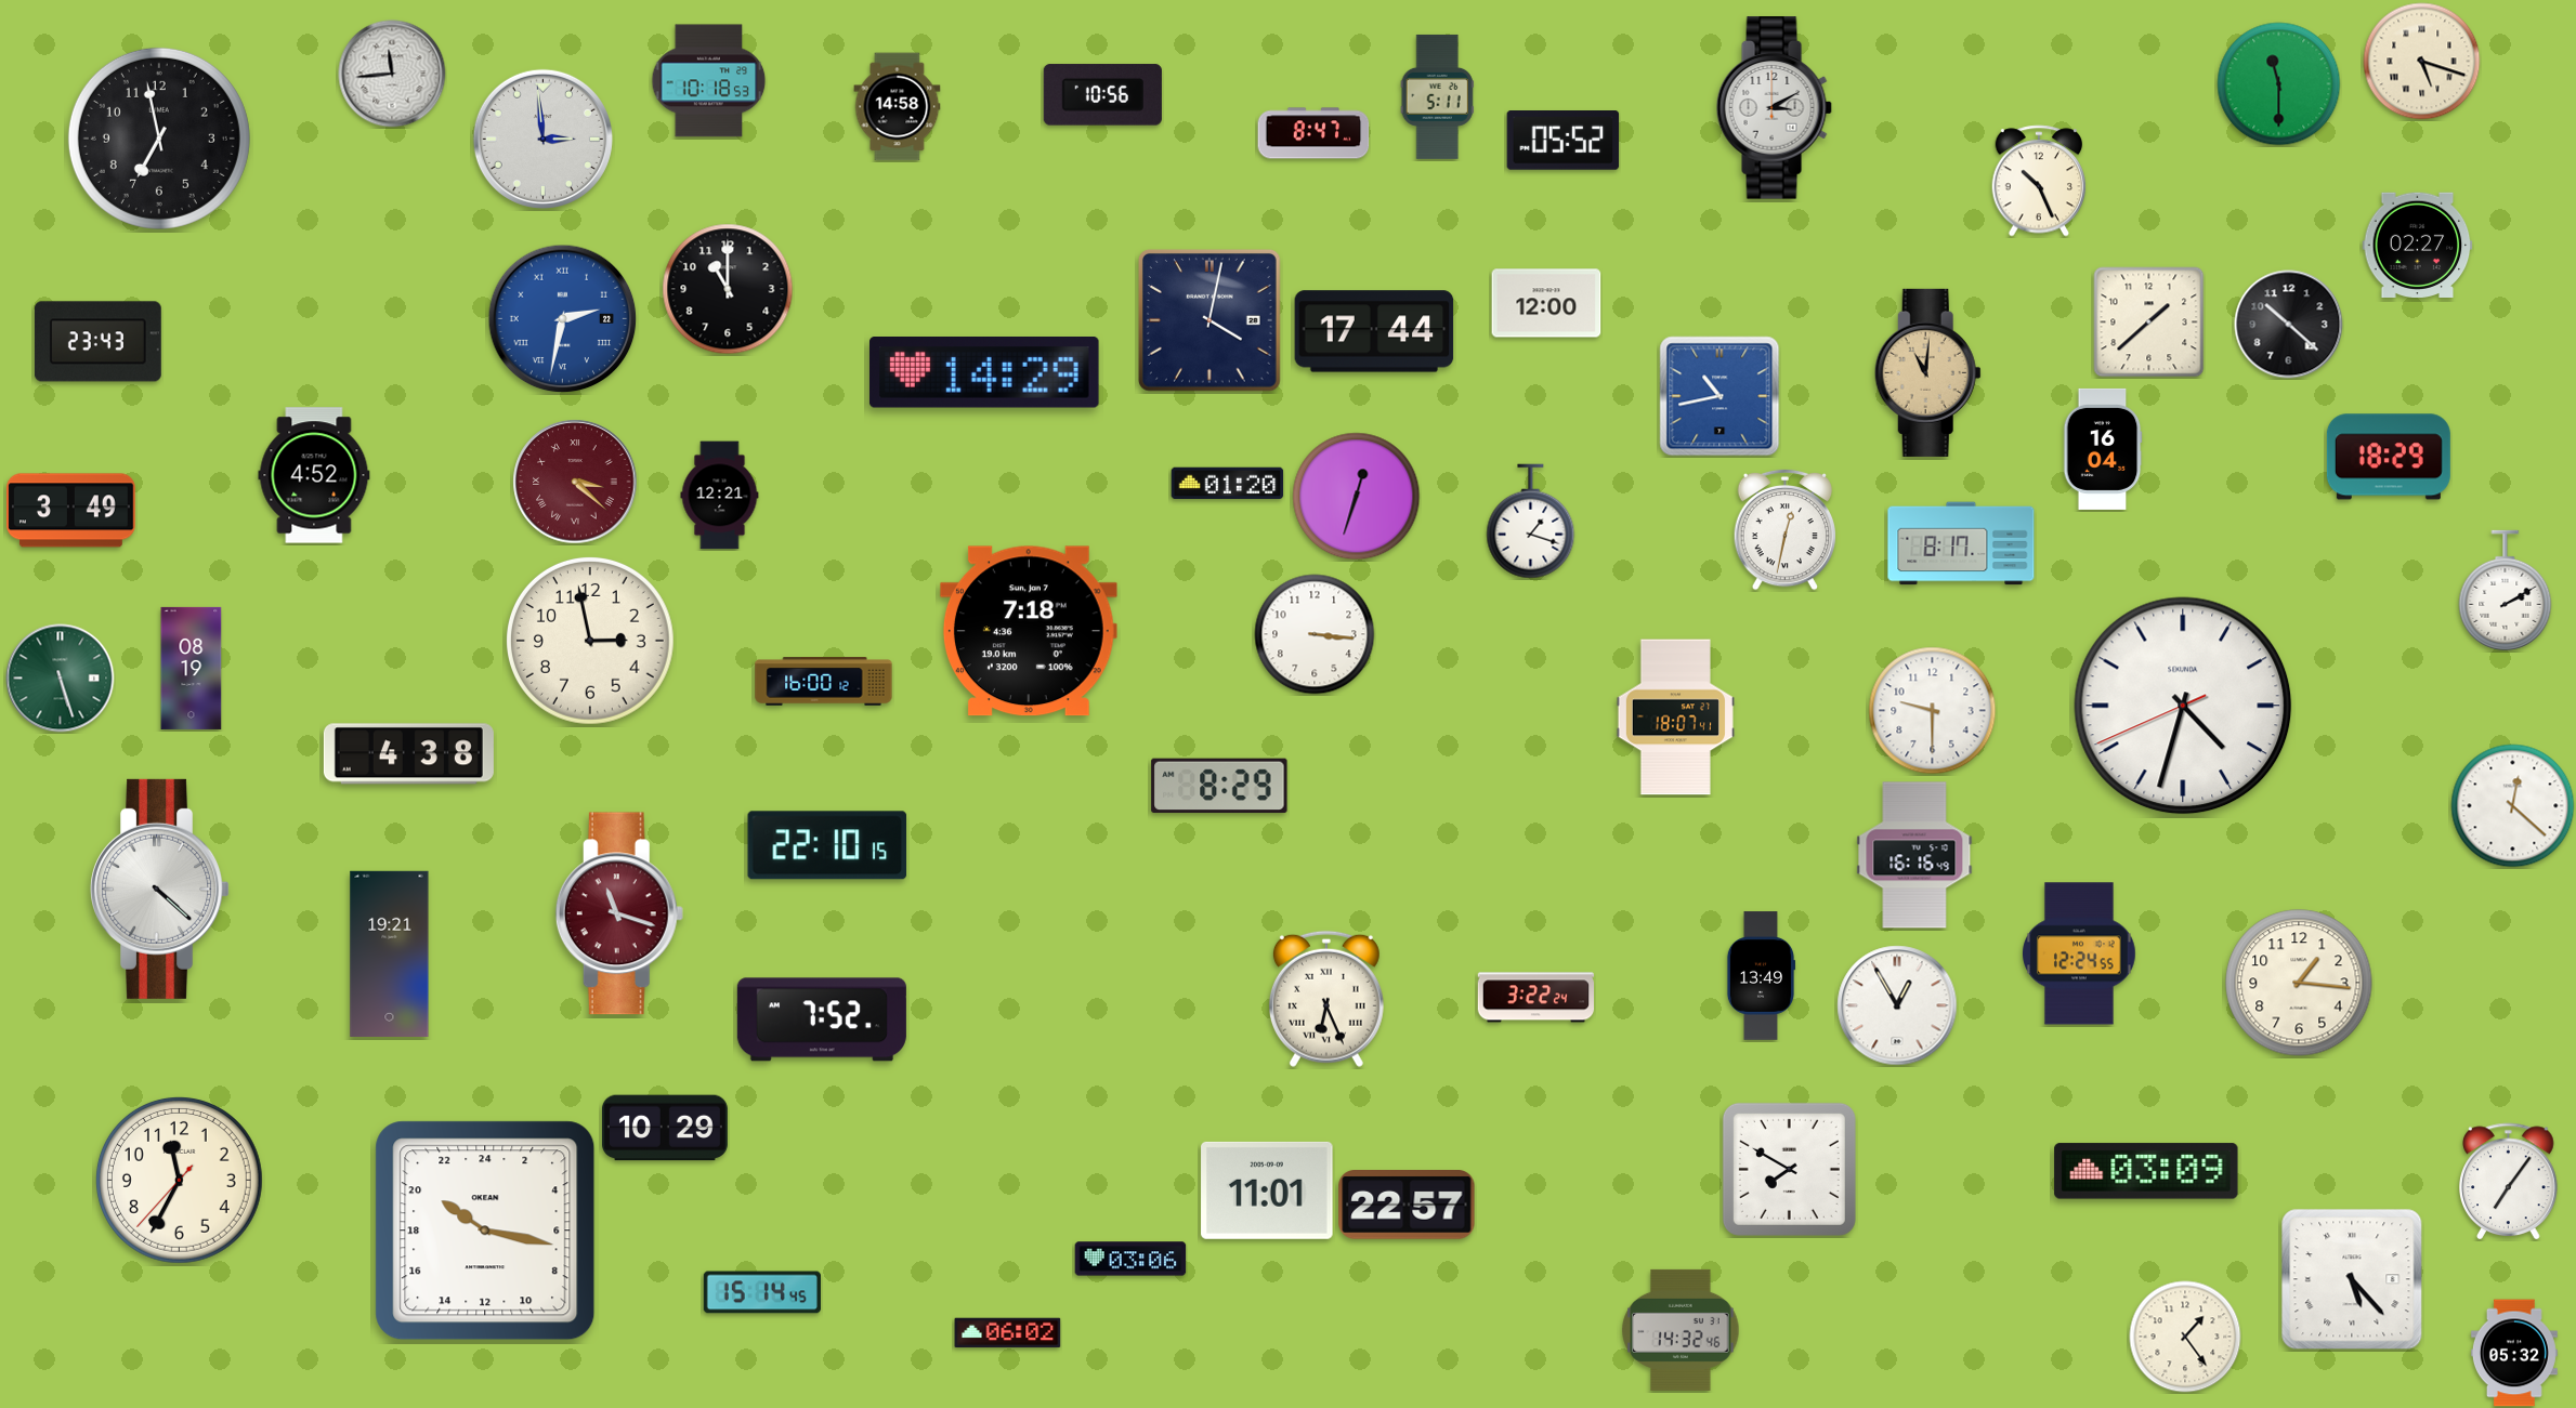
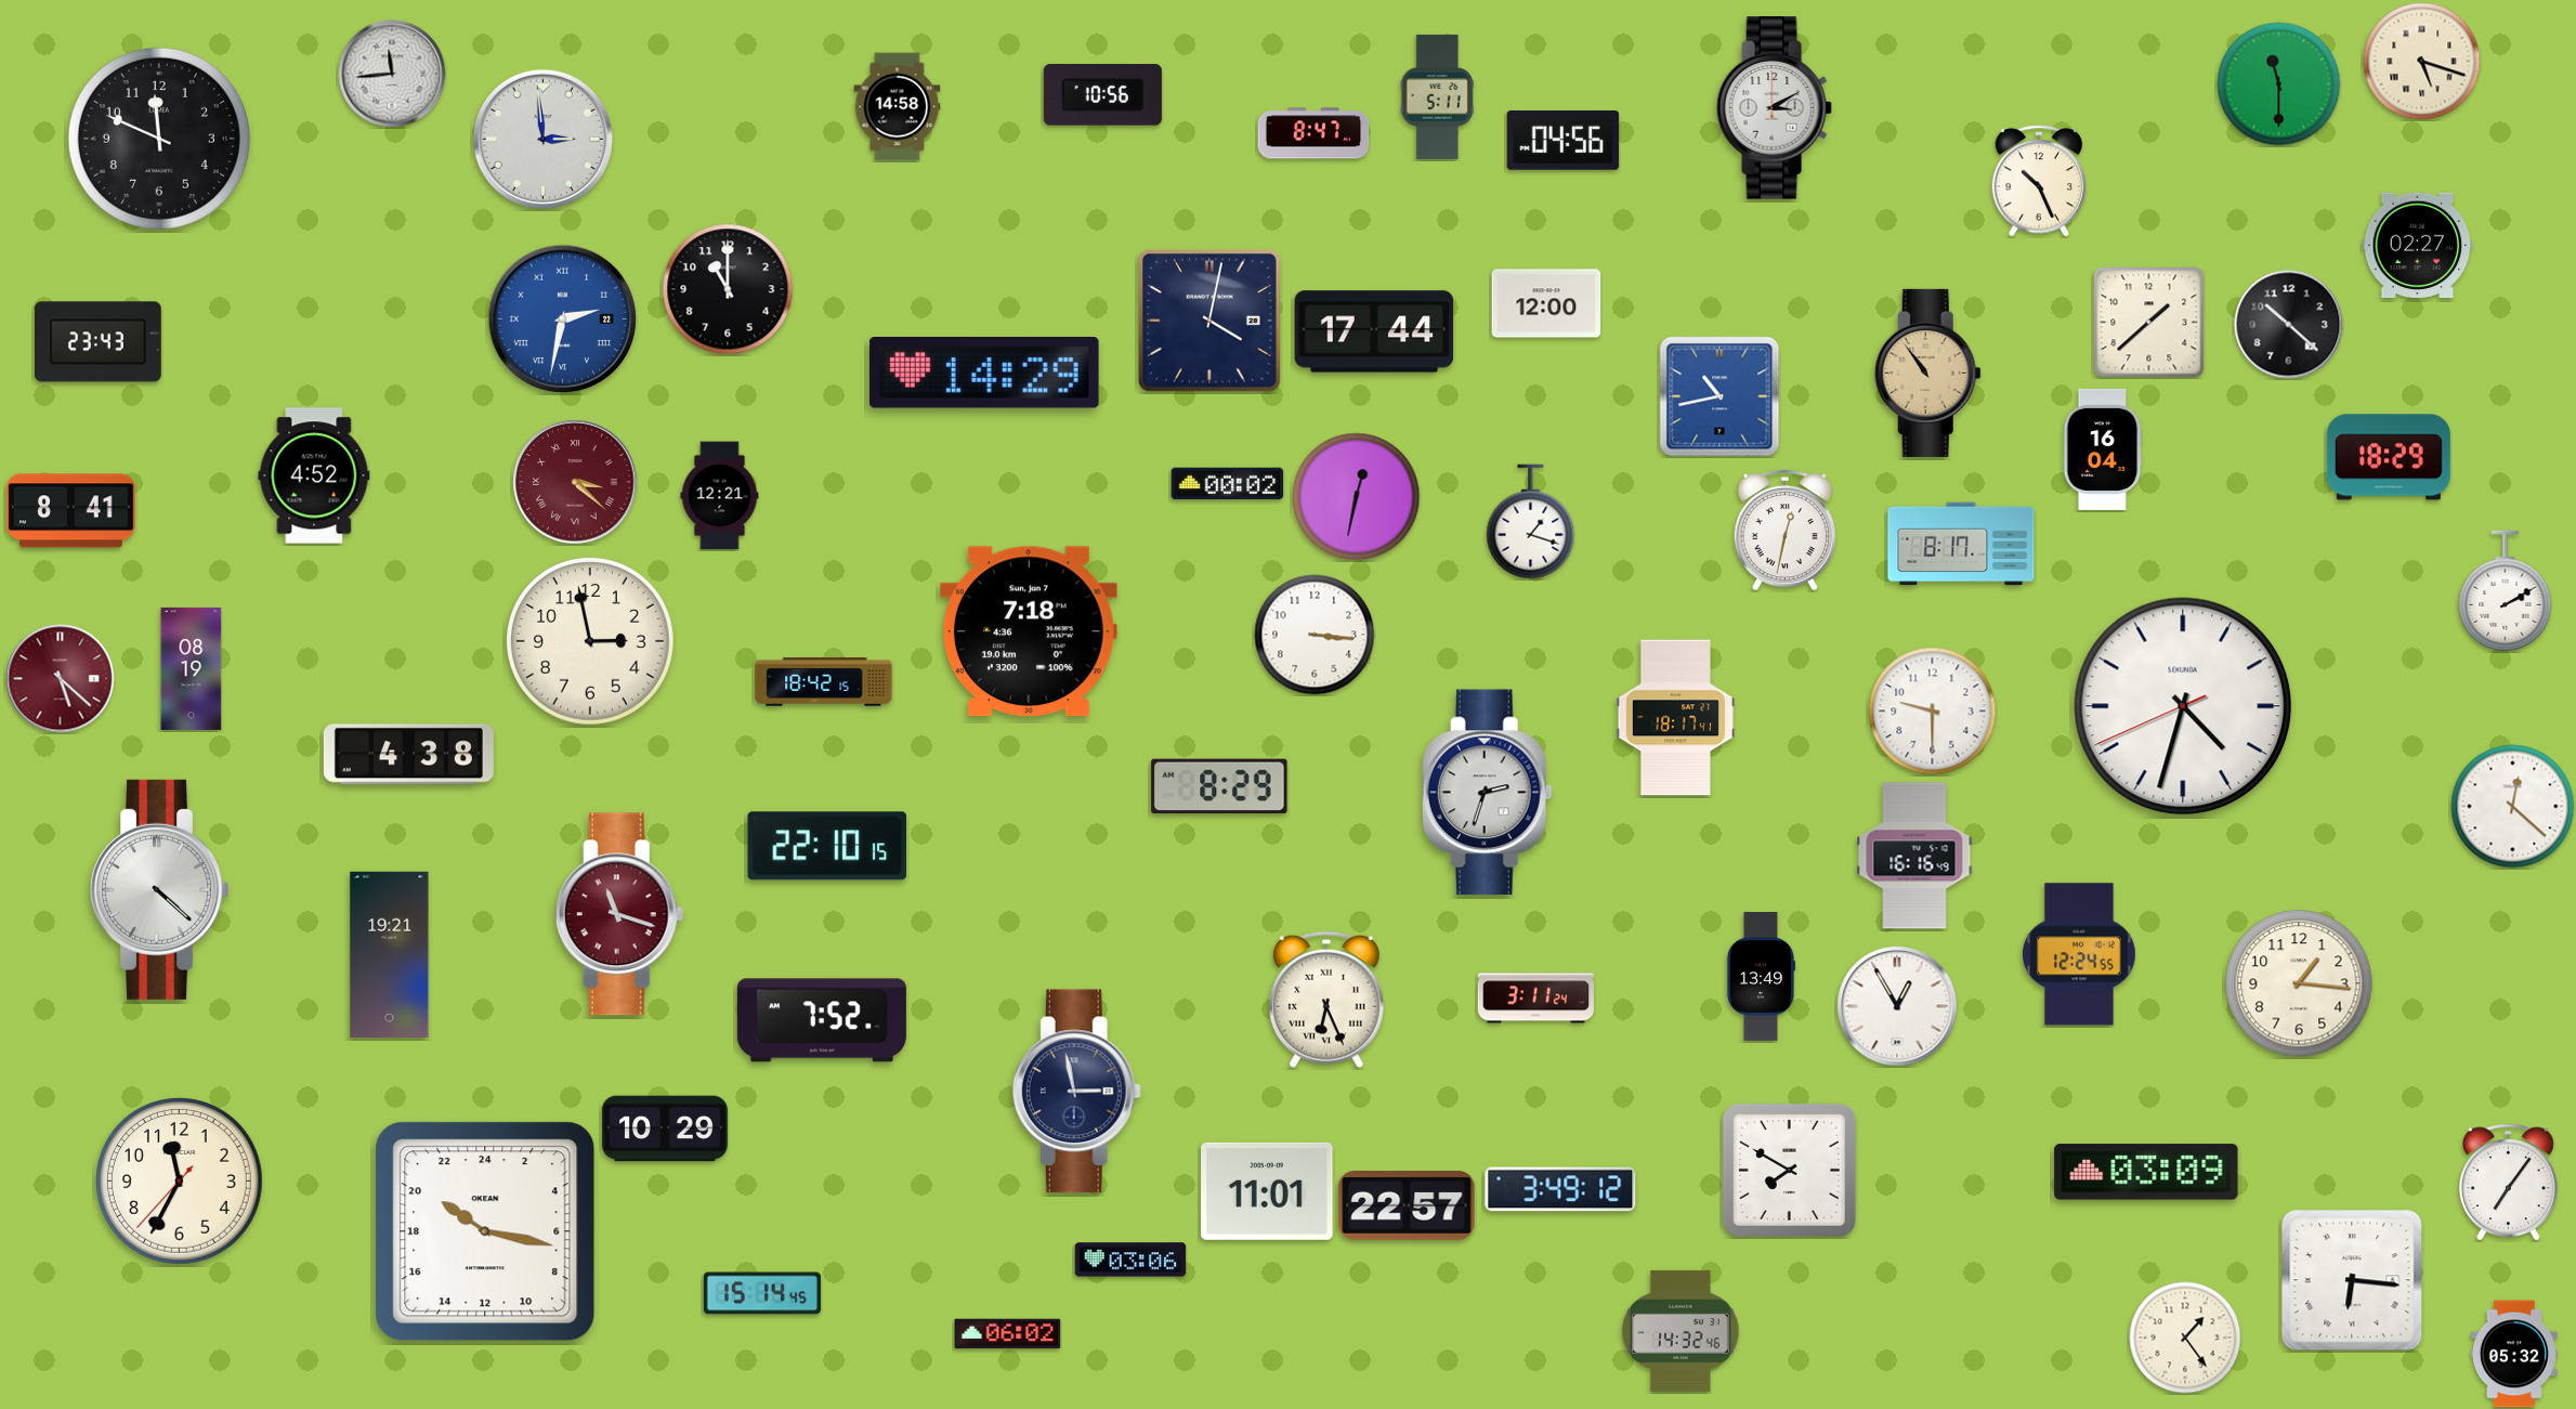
clock at (709, 81): 10:18 -> none
clock at (159, 139): 6:58 -> 11:49
clock at (1564, 141): 05:52 -> 04:56
clock at (1927, 372): 11:01 -> 10:54
clock at (1228, 484): 01:20 -> 00:02
clock at (1357, 497): 12:33 -> 12:32
clock at (71, 511): 3:49 -> 8:41
clock at (61, 679): 5:27 -> 5:22
clock at (61, 679) dial: green -> burgundy
clock at (824, 682): 16:00 -> 18:42
clock at (1675, 718): 18:07 -> 18:17
clock at (1487, 793): none -> 2:33
clock at (1535, 998): 3:22 -> 3:11
clock at (1076, 1092): none -> 2:58
clock at (1560, 1189): none -> 3:49
clock at (2352, 1279): 5:23 -> 6:16
